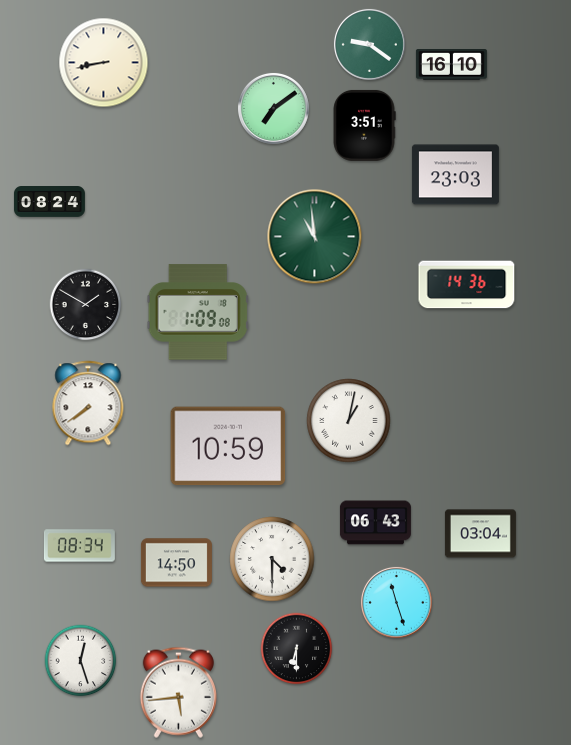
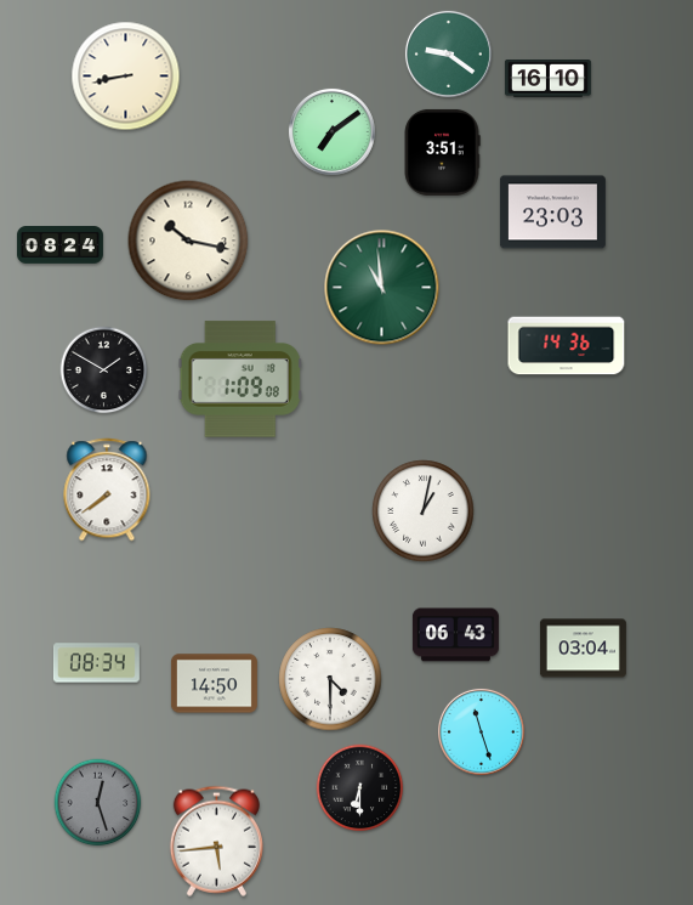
clock at (188, 241): none -> 10:17
clock at (228, 446): 10:59 -> none
clock at (81, 661) dial: white -> grey
